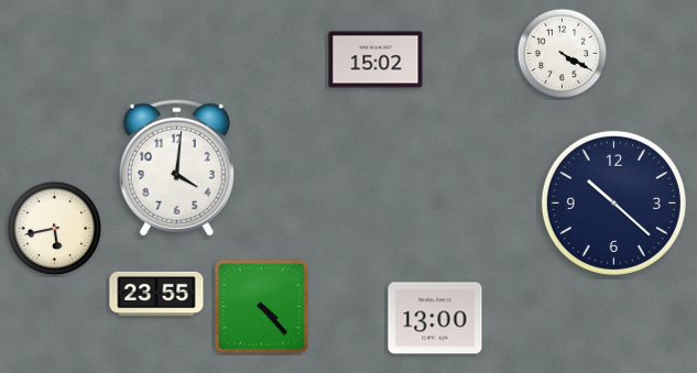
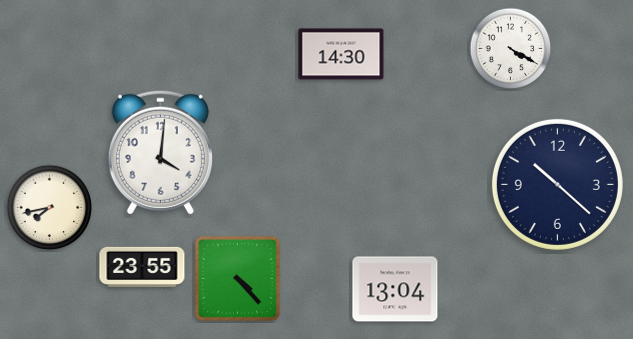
clock at (375, 59): 15:02 -> 14:30
clock at (55, 229): 5:43 -> 7:43
clock at (435, 318): 13:00 -> 13:04
